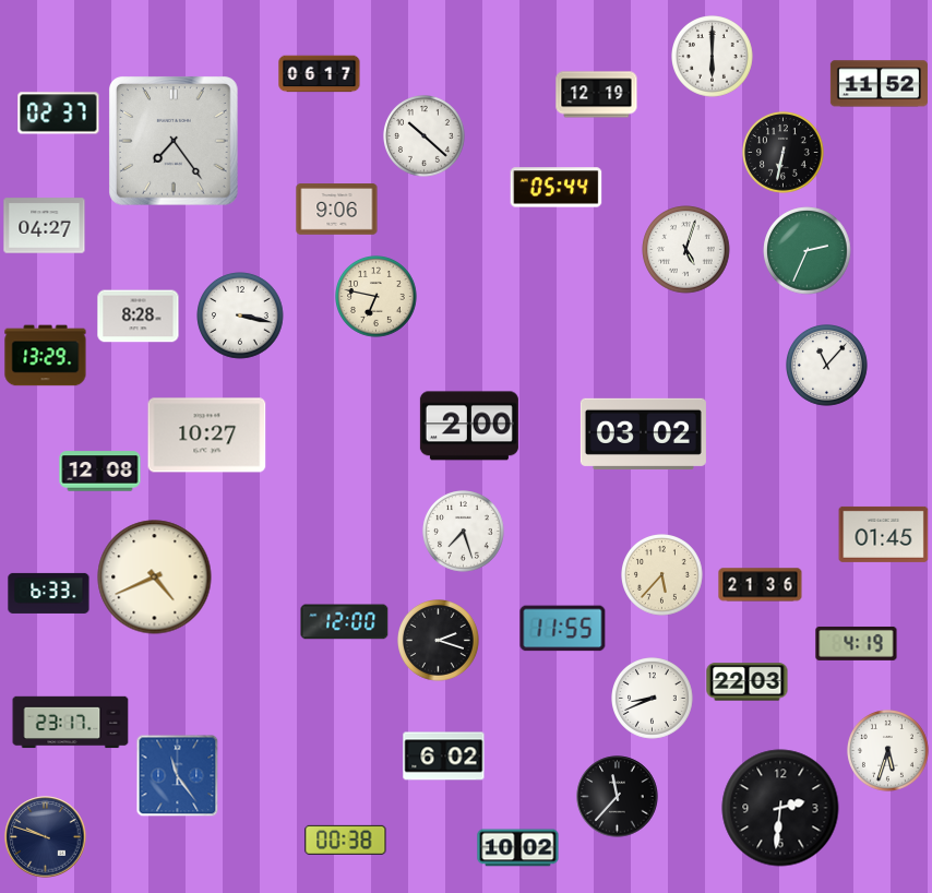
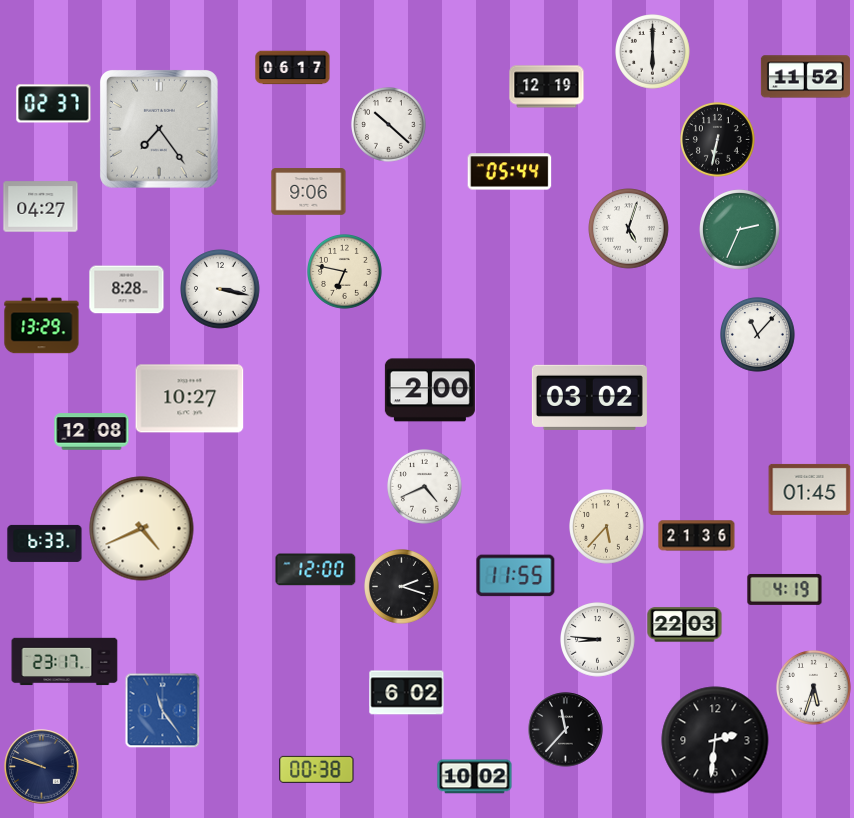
clock at (464, 532): 7:27 -> 4:41
clock at (653, 699): 8:41 -> 8:46
